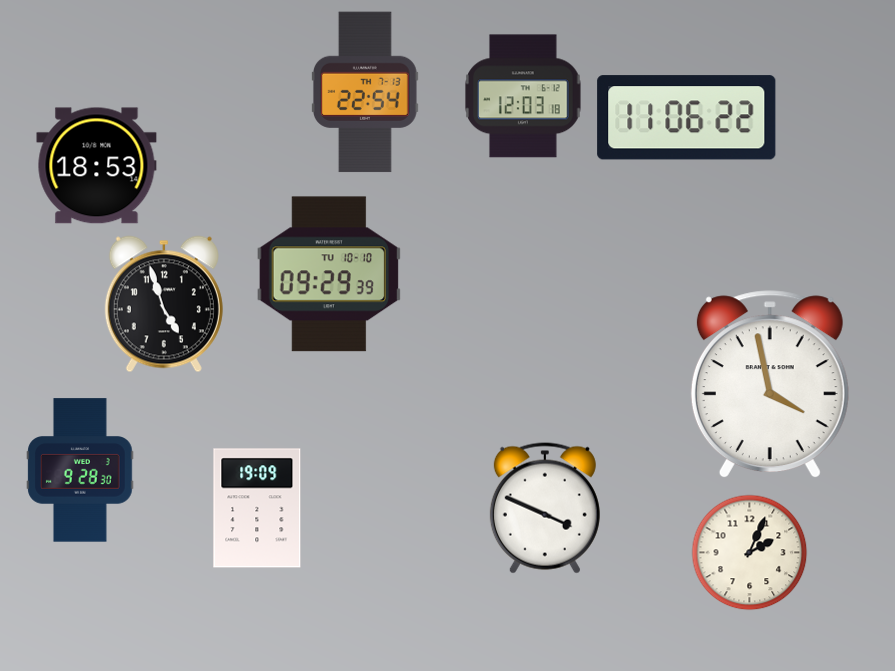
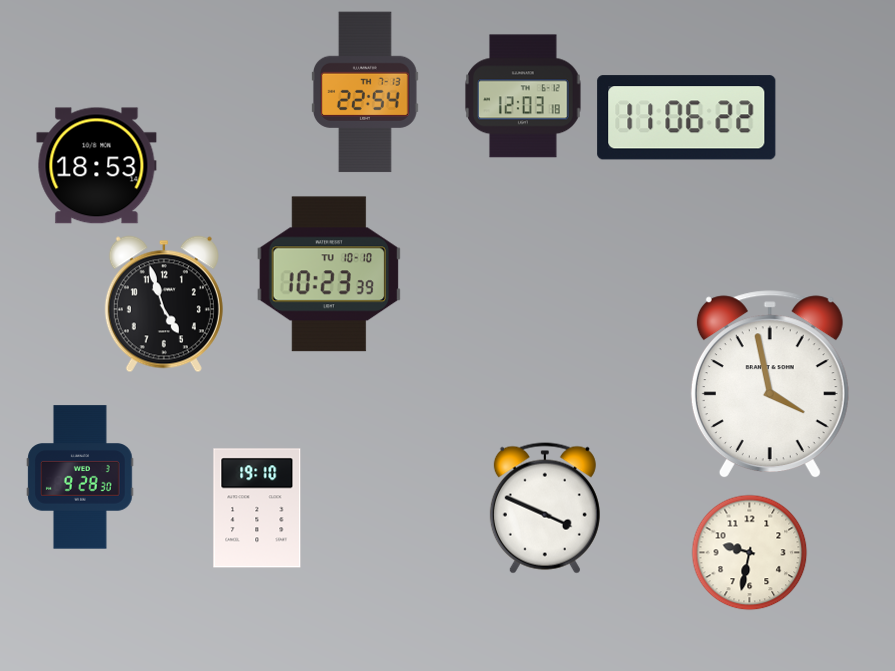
clock at (328, 274): 09:29 -> 10:23
clock at (80, 470) position: (80, 470) -> (80, 477)
clock at (257, 508): 19:09 -> 19:10
clock at (750, 553): 2:04 -> 9:32
